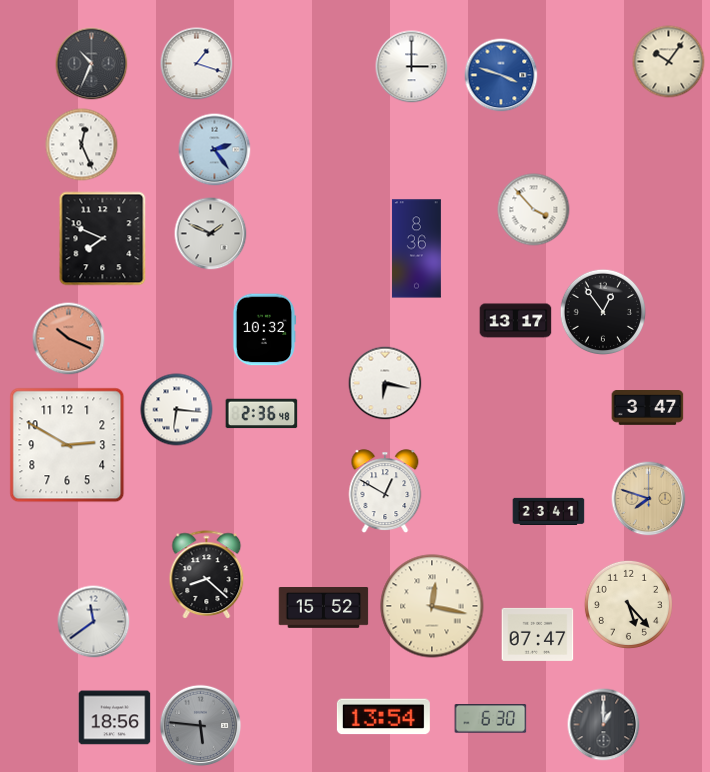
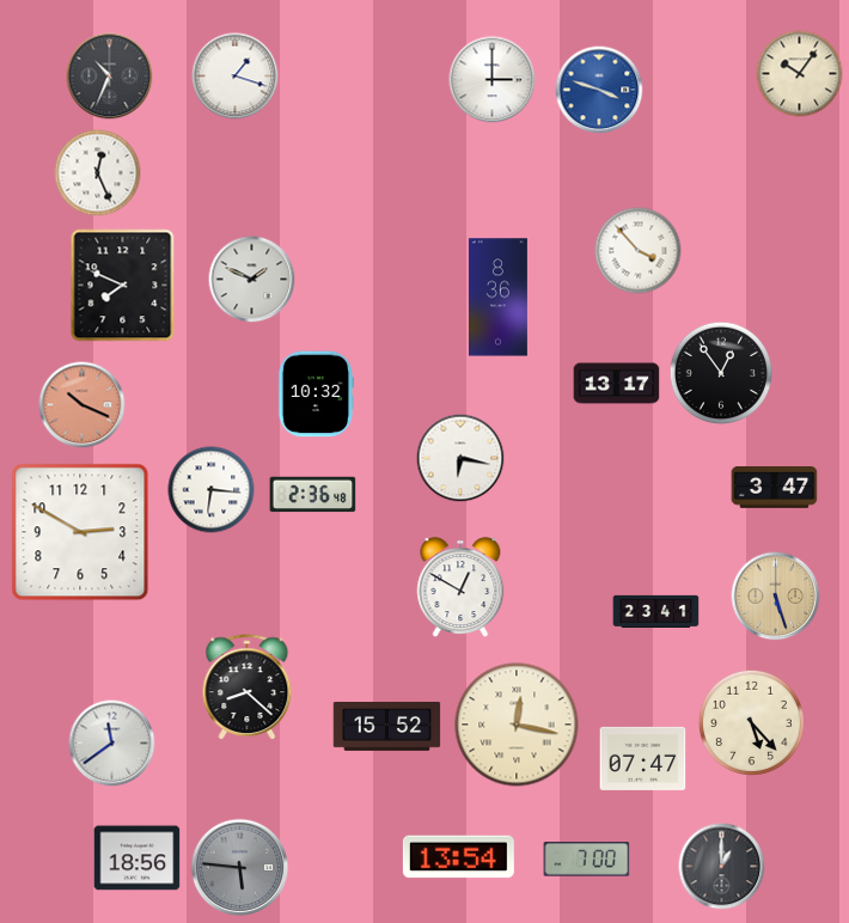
clock at (215, 150): 2:24 -> none
clock at (649, 499): 7:48 -> 5:27
clock at (491, 719): 6:30 -> 7:00
